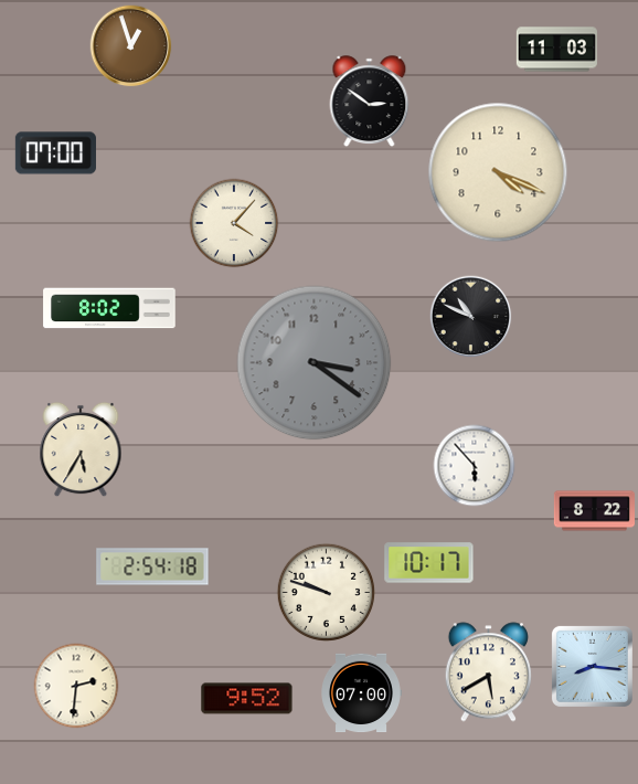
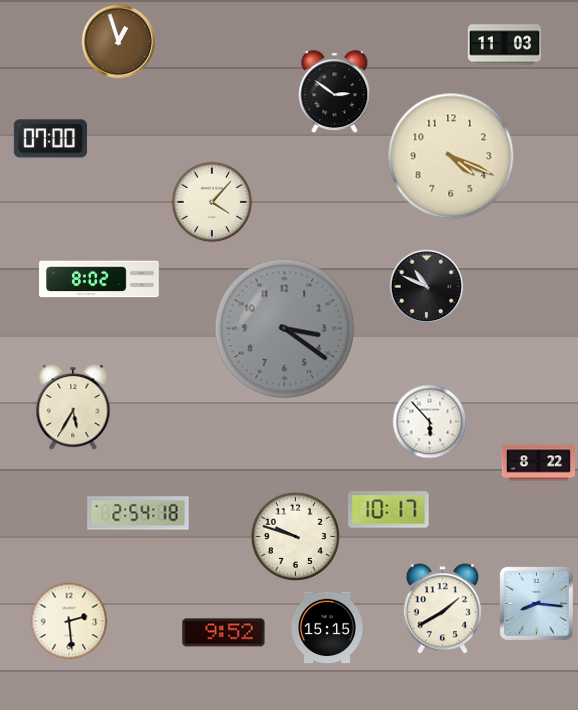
clock at (488, 672): 5:40 -> 1:40
clock at (76, 686): 2:31 -> 2:29
clock at (362, 693): 07:00 -> 15:15
